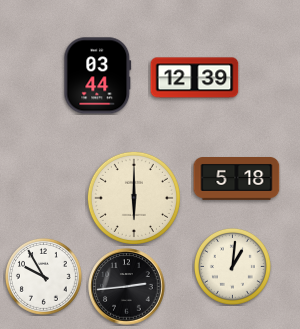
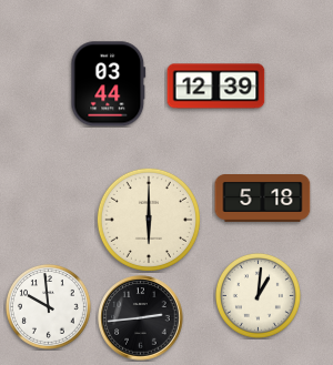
clock at (43, 276): 9:55 -> 9:59
